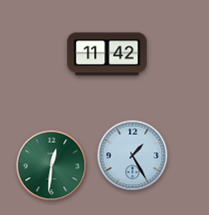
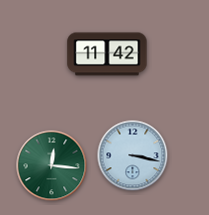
clock at (133, 156): 1:25 -> 3:17
clock at (52, 166): 12:31 -> 12:16
